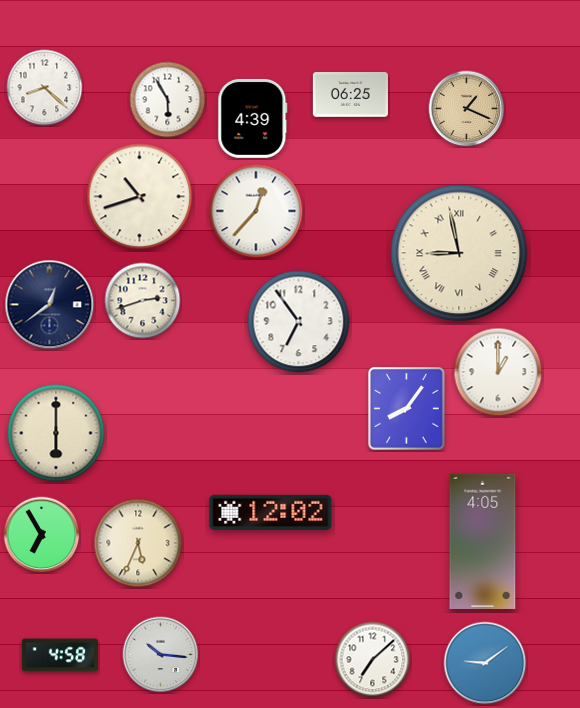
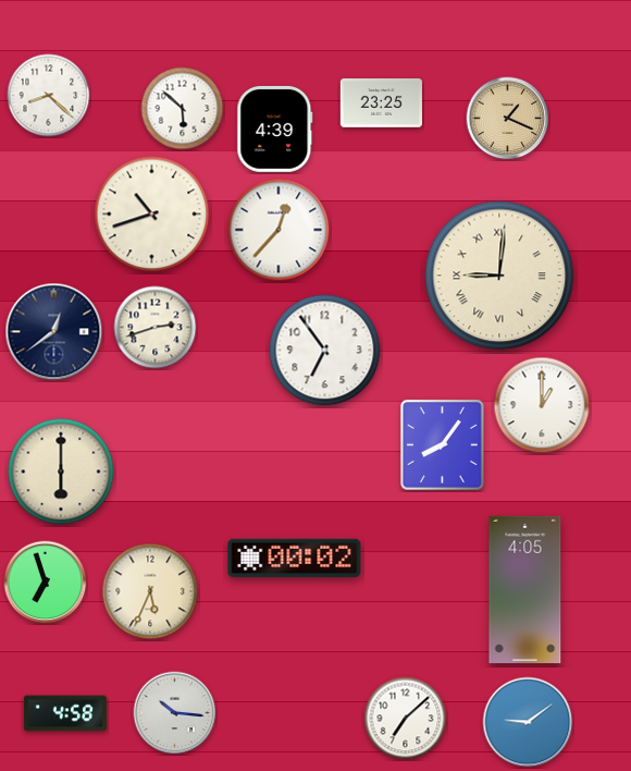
clock at (350, 95): 06:25 -> 23:25
clock at (168, 100): 5:55 -> 5:52
clock at (459, 253): 8:58 -> 9:01
clock at (271, 512): 12:02 -> 00:02
clock at (42, 535): 6:55 -> 6:57
